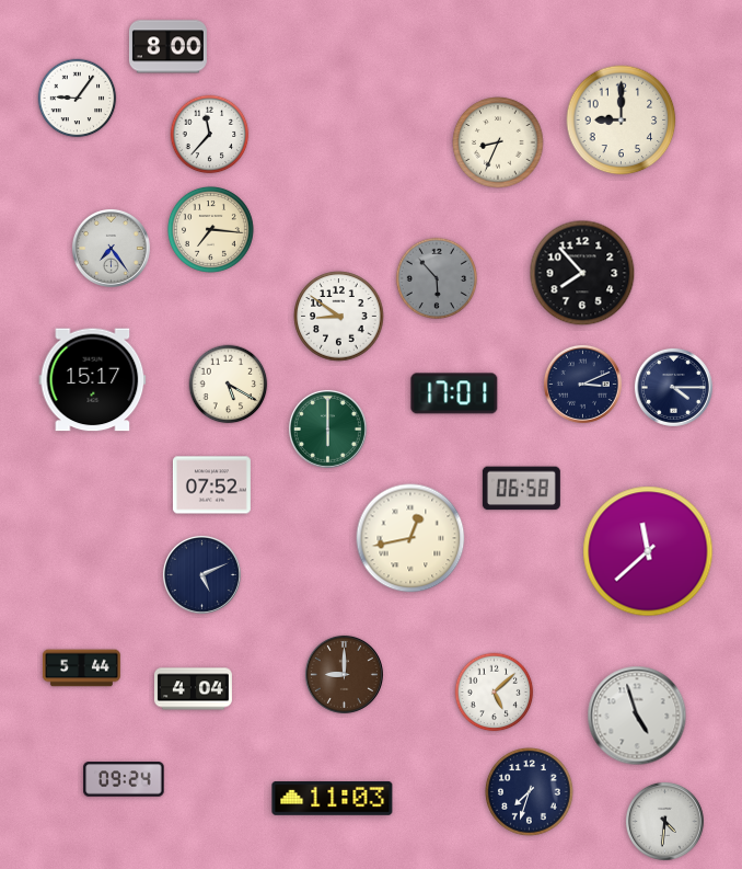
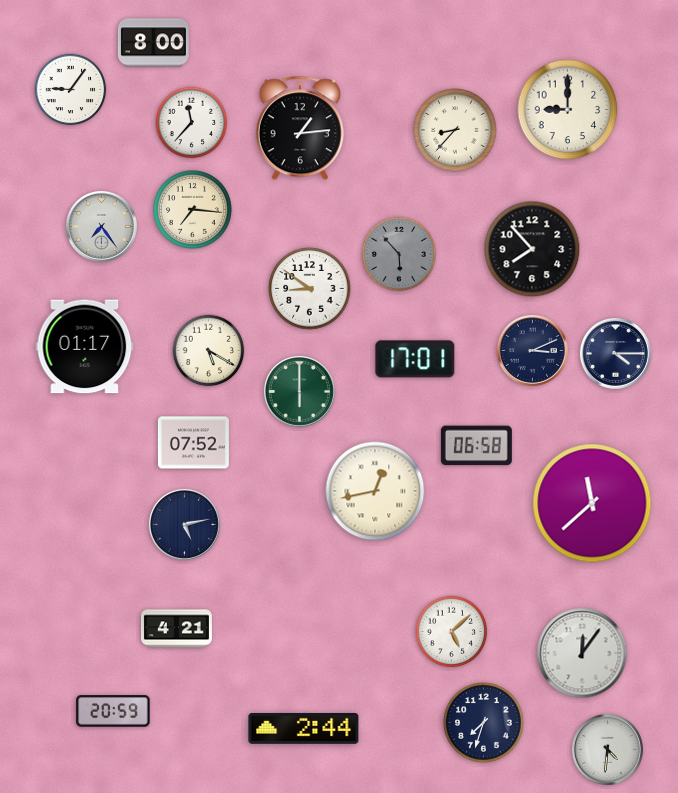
clock at (300, 128): none -> 1:14
clock at (498, 142): 8:34 -> 8:37
clock at (93, 380): 15:17 -> 01:17
clock at (201, 574): 5:11 -> 5:13
clock at (81, 668): 5:44 -> none
clock at (344, 674): 9:00 -> none
clock at (193, 689): 4:04 -> 4:21
clock at (637, 716): 4:57 -> 12:06
clock at (124, 779): 09:24 -> 20:59
clock at (333, 798): 11:03 -> 2:44
